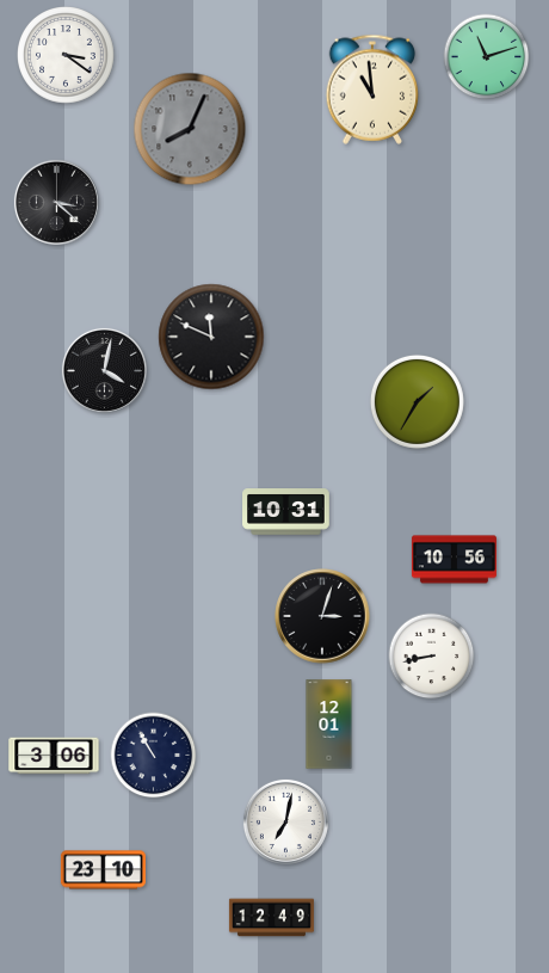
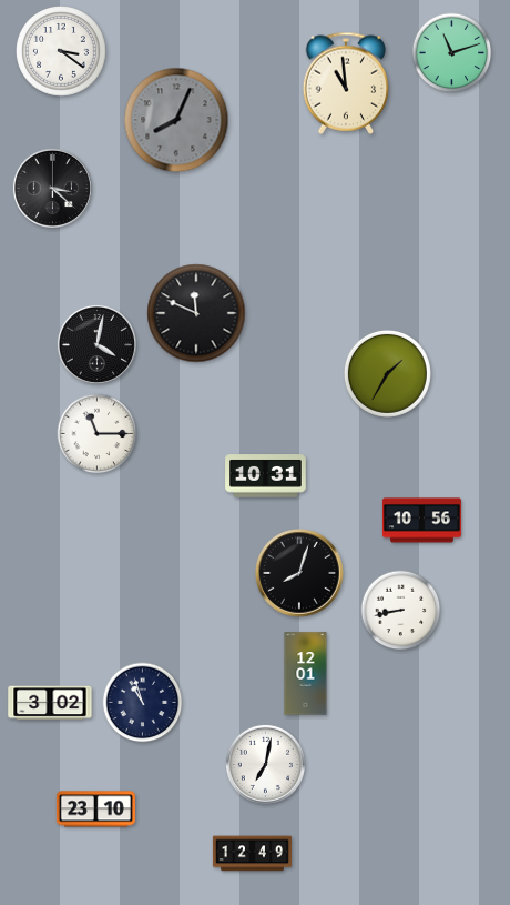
clock at (98, 434): none -> 11:15
clock at (322, 616): 3:03 -> 8:03
clock at (54, 756): 3:06 -> 3:02
clock at (154, 756): 10:55 -> 10:57
